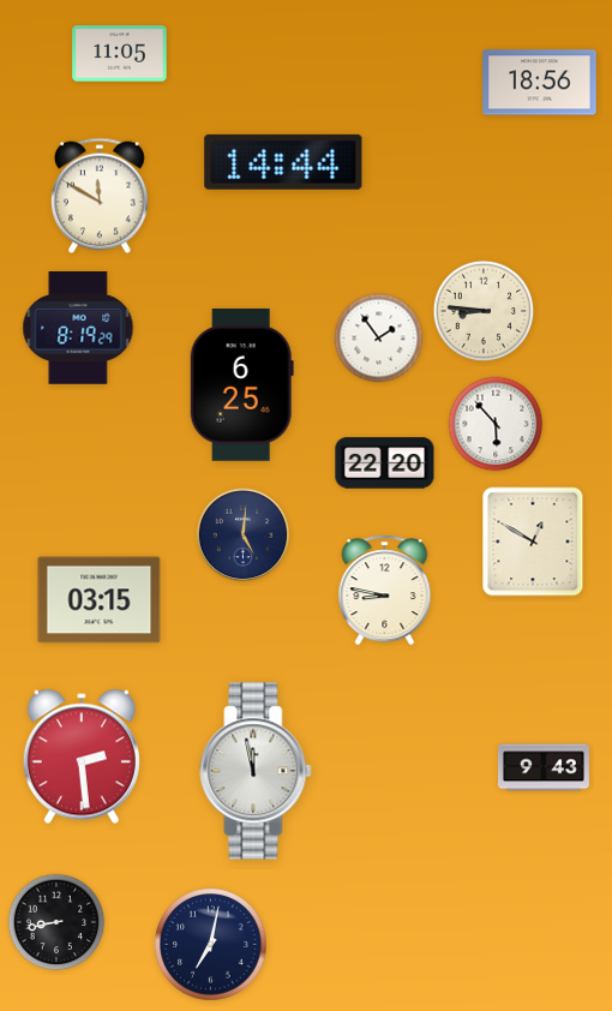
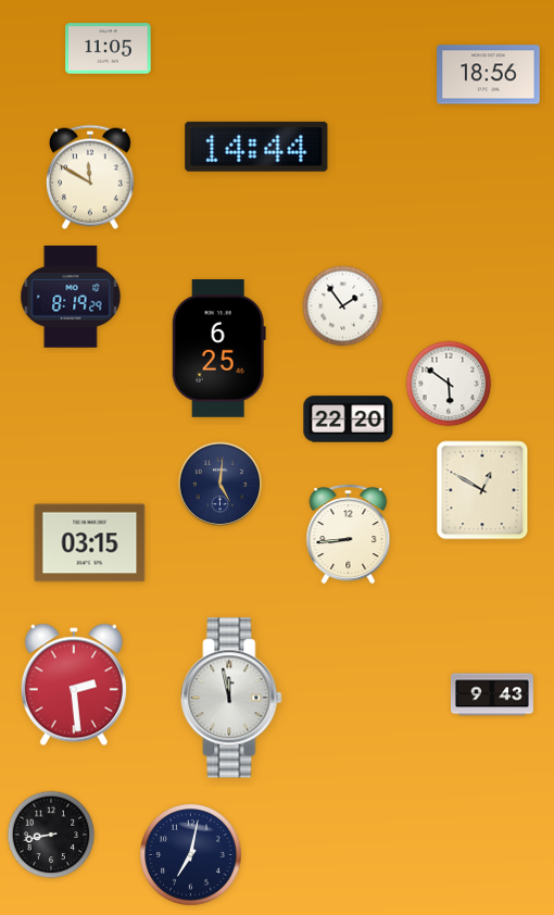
clock at (484, 311): 8:46 -> none
clock at (496, 424): 5:53 -> 5:51
clock at (385, 591): 8:47 -> 8:44
